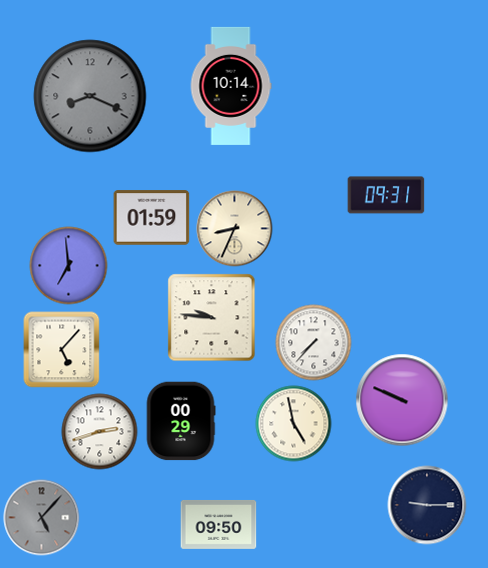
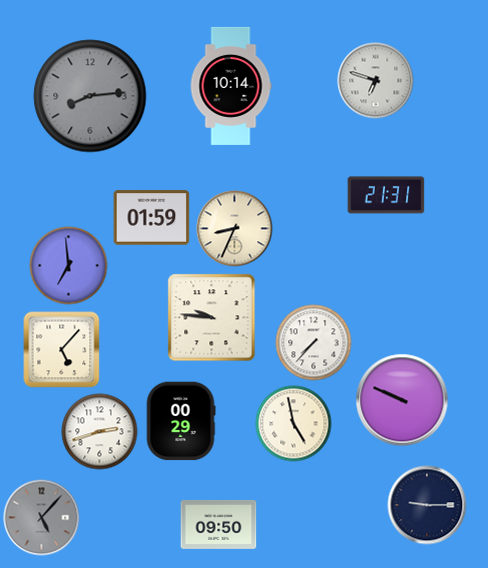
clock at (376, 81): none -> 6:48
clock at (90, 96): 8:19 -> 8:14
clock at (386, 195): 09:31 -> 21:31
